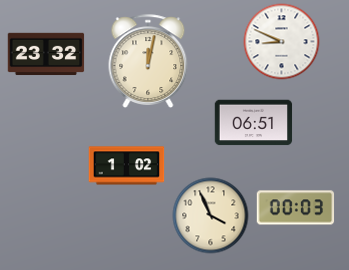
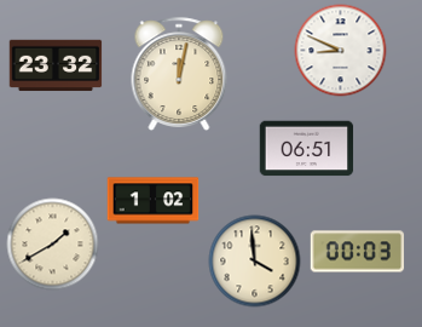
clock at (53, 245): none -> 1:40
clock at (211, 216): 3:56 -> 3:59
